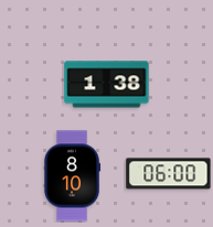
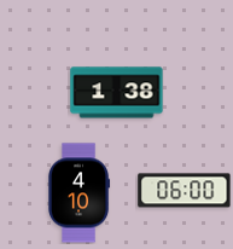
clock at (73, 176): 8:10 -> 4:10
